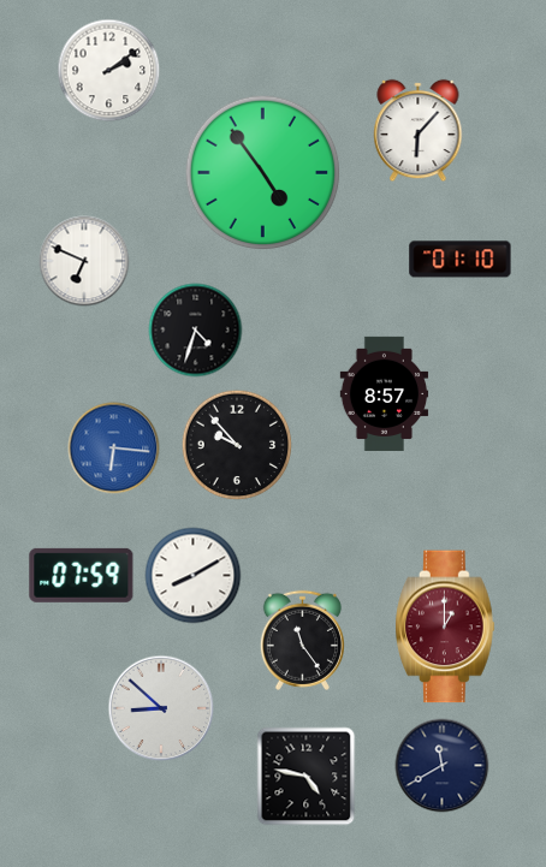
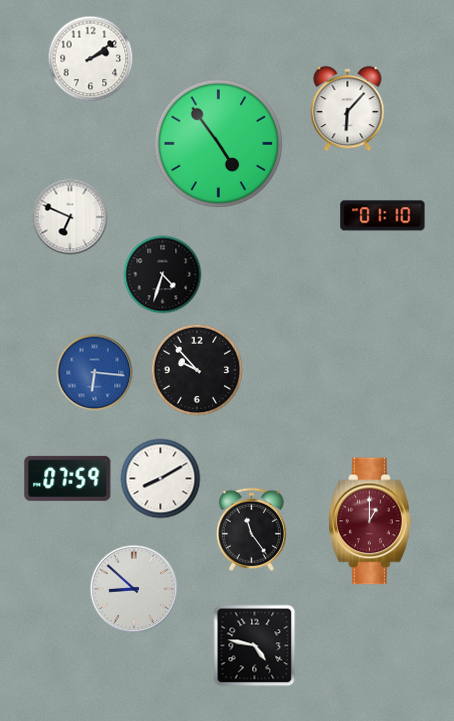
clock at (385, 393): 8:57 -> none
clock at (302, 640) position: (302, 640) -> (251, 529)
clock at (443, 766): 11:40 -> none
